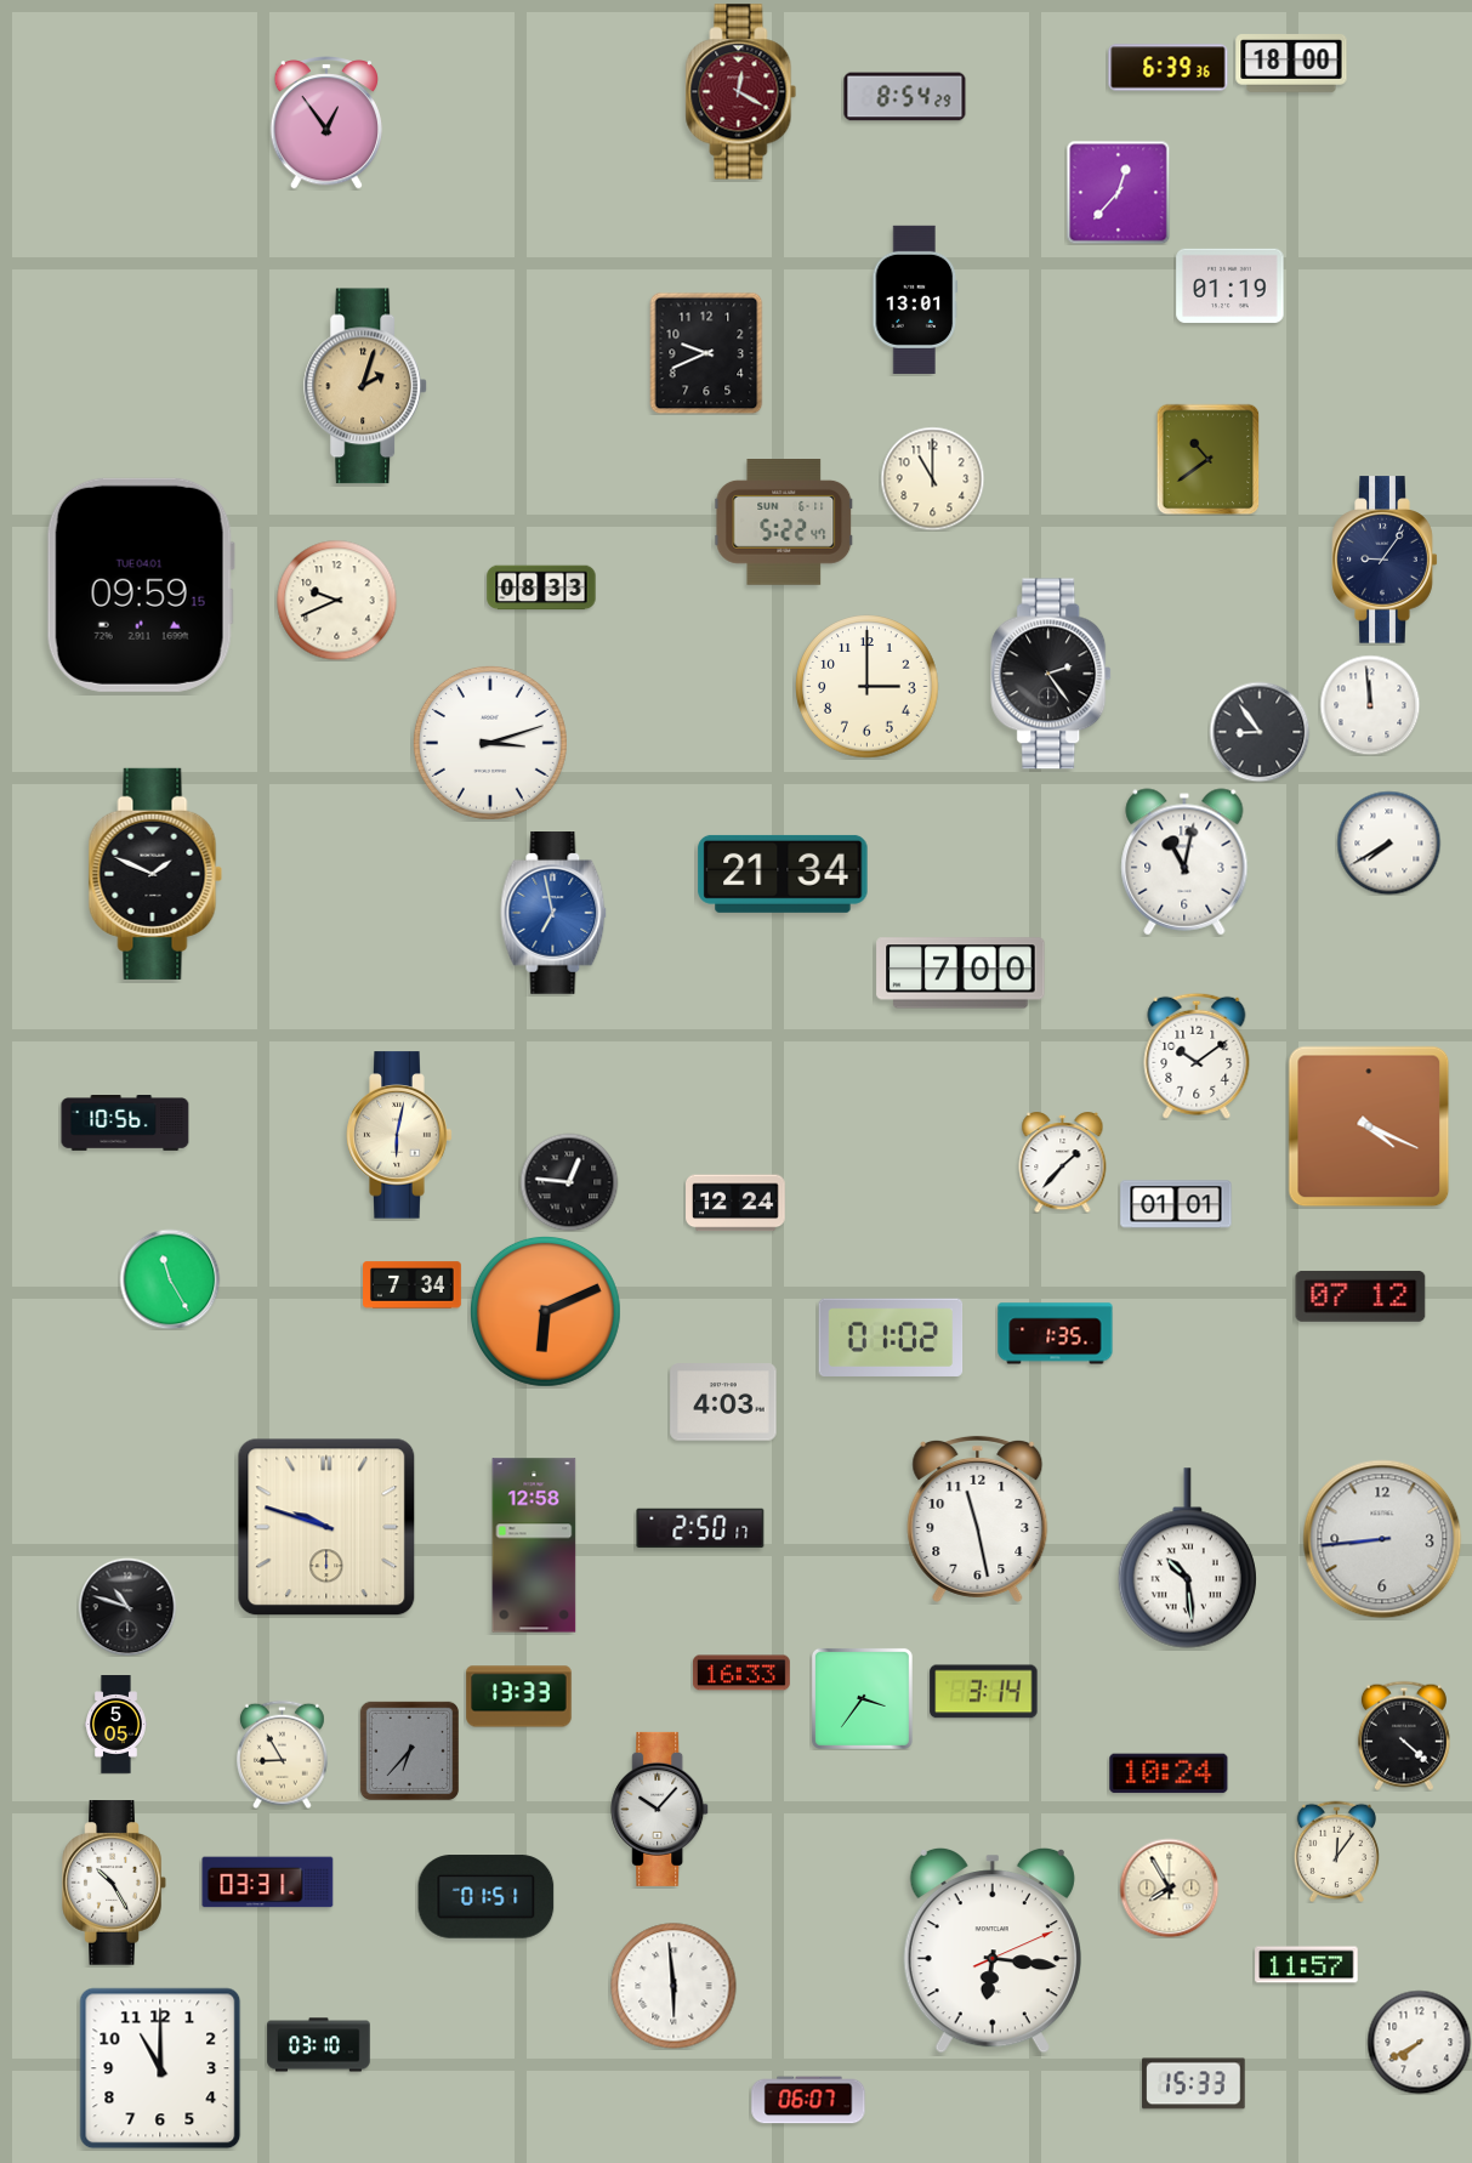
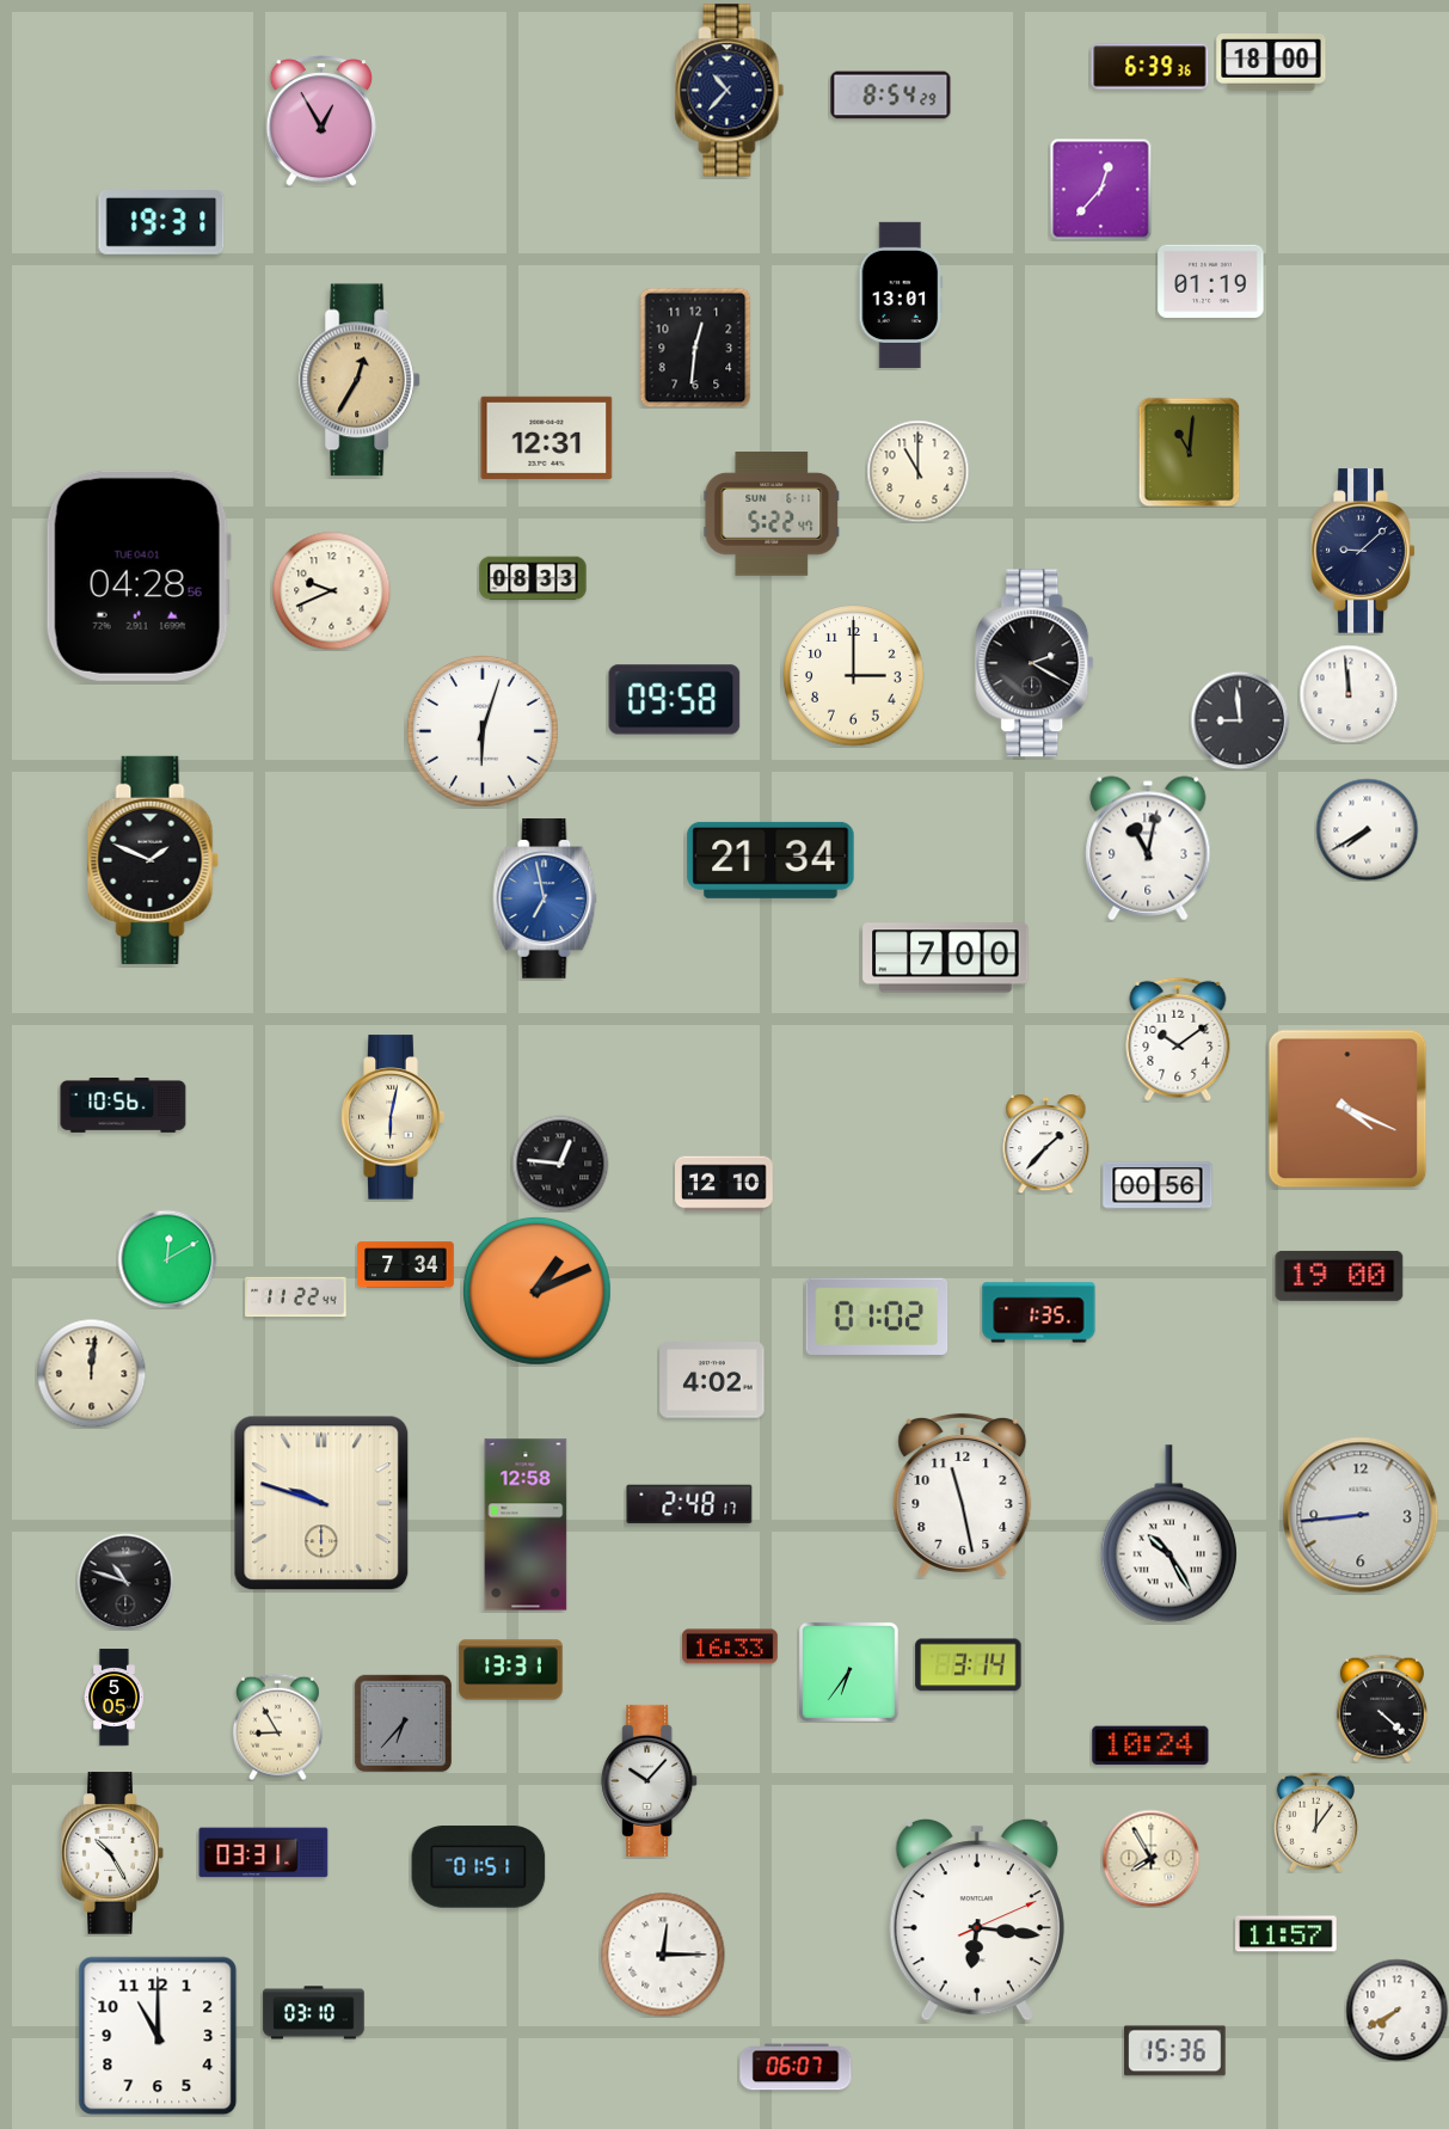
clock at (741, 92): 12:20 -> 10:37
clock at (741, 92) dial: burgundy -> navy
clock at (326, 124): 12:54 -> 12:55
clock at (161, 223): none -> 19:31
clock at (706, 353): 9:41 -> 12:31
clock at (366, 386): 2:03 -> 12:35
clock at (547, 437): none -> 12:31
clock at (1209, 459): 10:39 -> 11:01
clock at (1385, 560): 9:06 -> 9:08
clock at (141, 585): 09:59 -> 04:28
clock at (1052, 674): 2:24 -> 2:20
clock at (675, 700): none -> 09:58
clock at (1260, 732): 8:54 -> 8:59
clock at (490, 743): 3:12 -> 6:03
clock at (1184, 862) position: (1184, 862) -> (1148, 848)
clock at (737, 1203): 12:24 -> 12:10
clock at (1176, 1204): 01:01 -> 00:56
clock at (170, 1279): 11:25 -> 12:10
clock at (1360, 1296): 07:12 -> 19:00
clock at (545, 1311): 6:11 -> 1:11
clock at (296, 1297): none -> 11:22
clock at (91, 1373): none -> 12:01
clock at (723, 1402): 4:03 -> 4:02
clock at (700, 1528): 2:50 -> 2:48
clock at (534, 1545) position: (534, 1545) -> (526, 1524)
clock at (1187, 1559): 10:29 -> 10:25
clock at (519, 1697): 13:33 -> 13:31
clock at (862, 1698): 3:36 -> 6:36
clock at (674, 1986): 5:59 -> 12:15
clock at (1194, 2084): 15:33 -> 15:36
